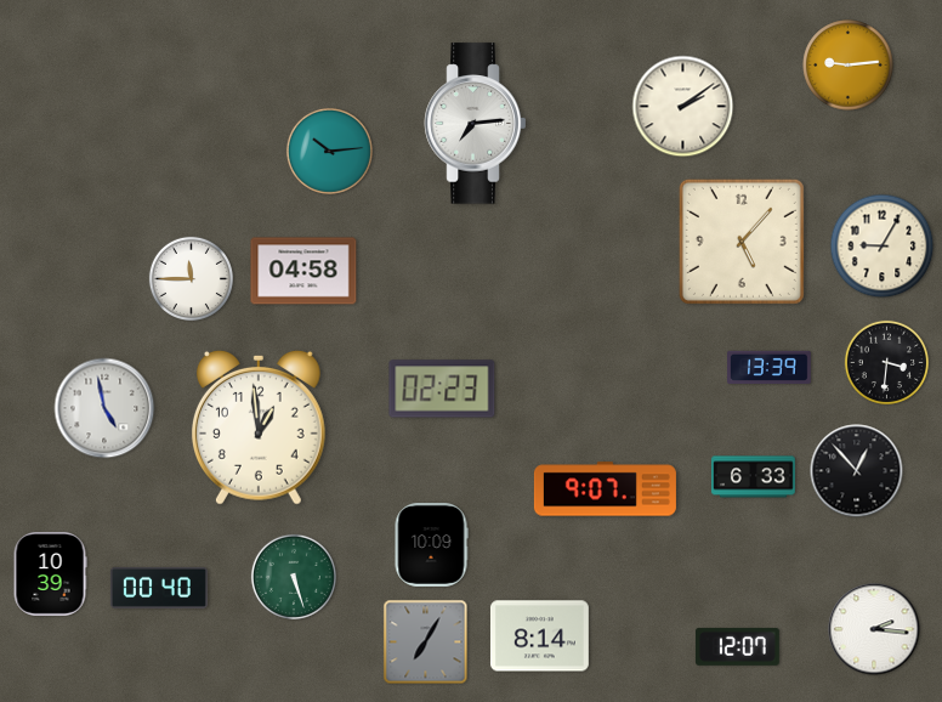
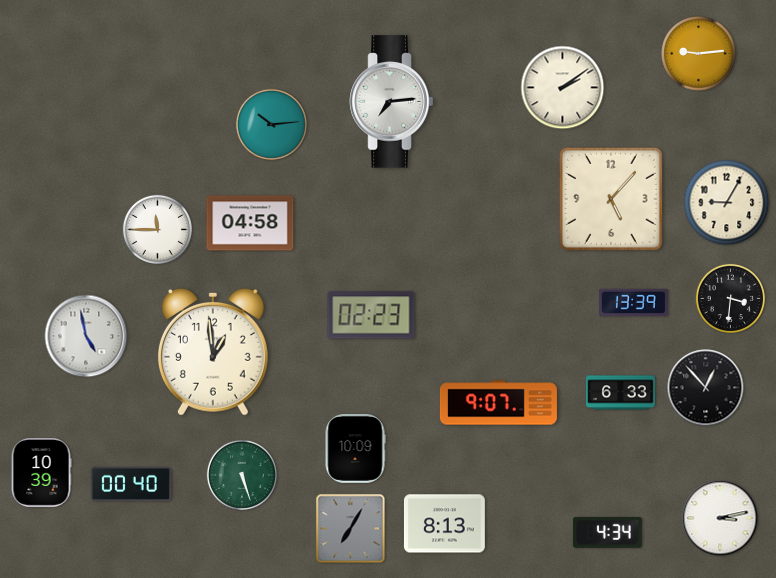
clock at (442, 389) position: (442, 389) -> (371, 315)
clock at (874, 629): 2:16 -> 3:13
clock at (539, 636): 8:14 -> 8:13
clock at (737, 646): 12:07 -> 4:34
